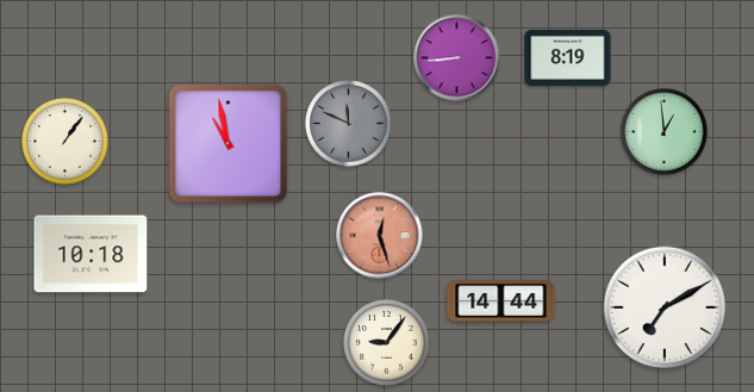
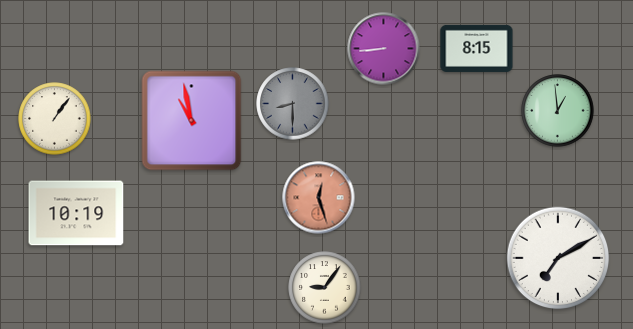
clock at (568, 57): 8:19 -> 8:15
clock at (349, 124): 11:49 -> 8:30
clock at (91, 254): 10:18 -> 10:19
clock at (501, 301): 14:44 -> none
